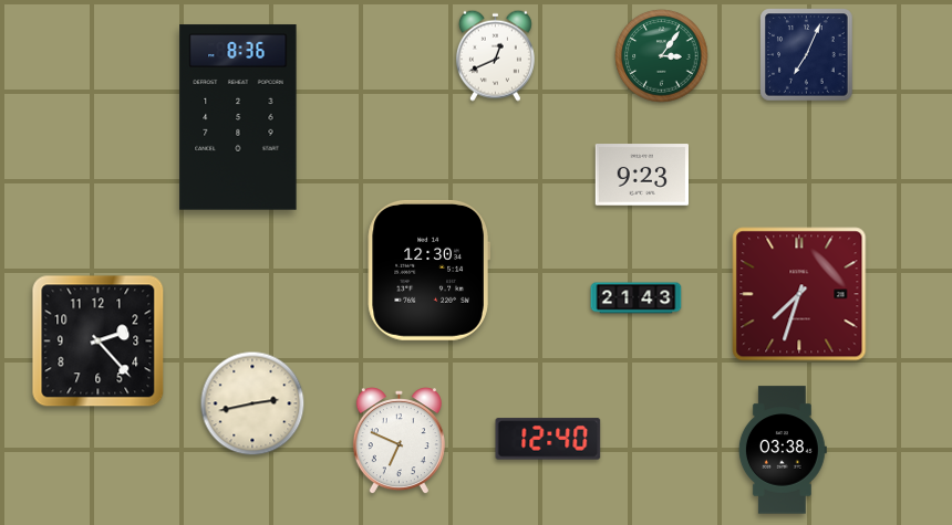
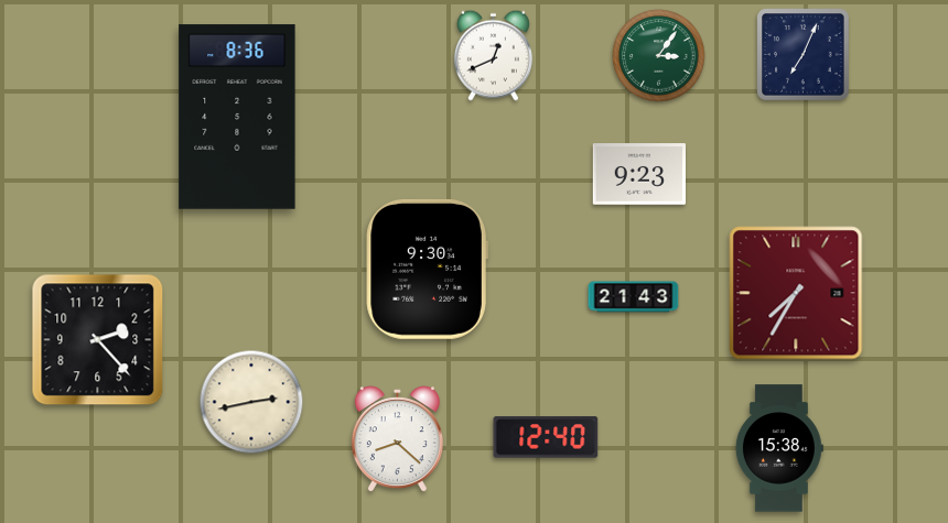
clock at (428, 270): 12:30 -> 9:30
clock at (799, 294): 7:33 -> 7:35
clock at (399, 441): 6:49 -> 8:22
clock at (783, 450): 03:38 -> 15:38
